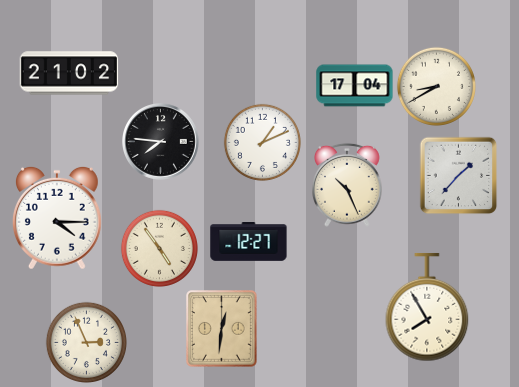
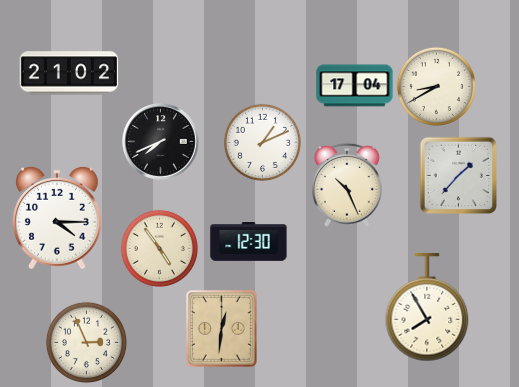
clock at (161, 142): 7:46 -> 7:41
clock at (249, 242): 12:27 -> 12:30
